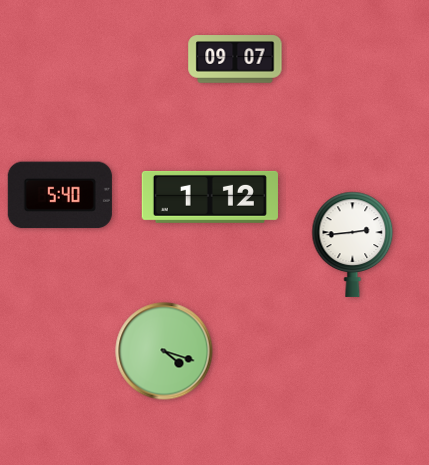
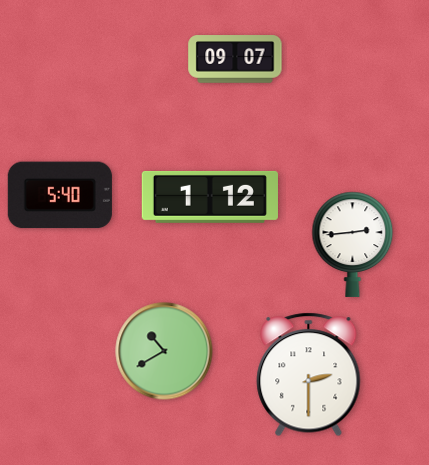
clock at (164, 351): 4:18 -> 10:40
clock at (309, 375): none -> 2:30
